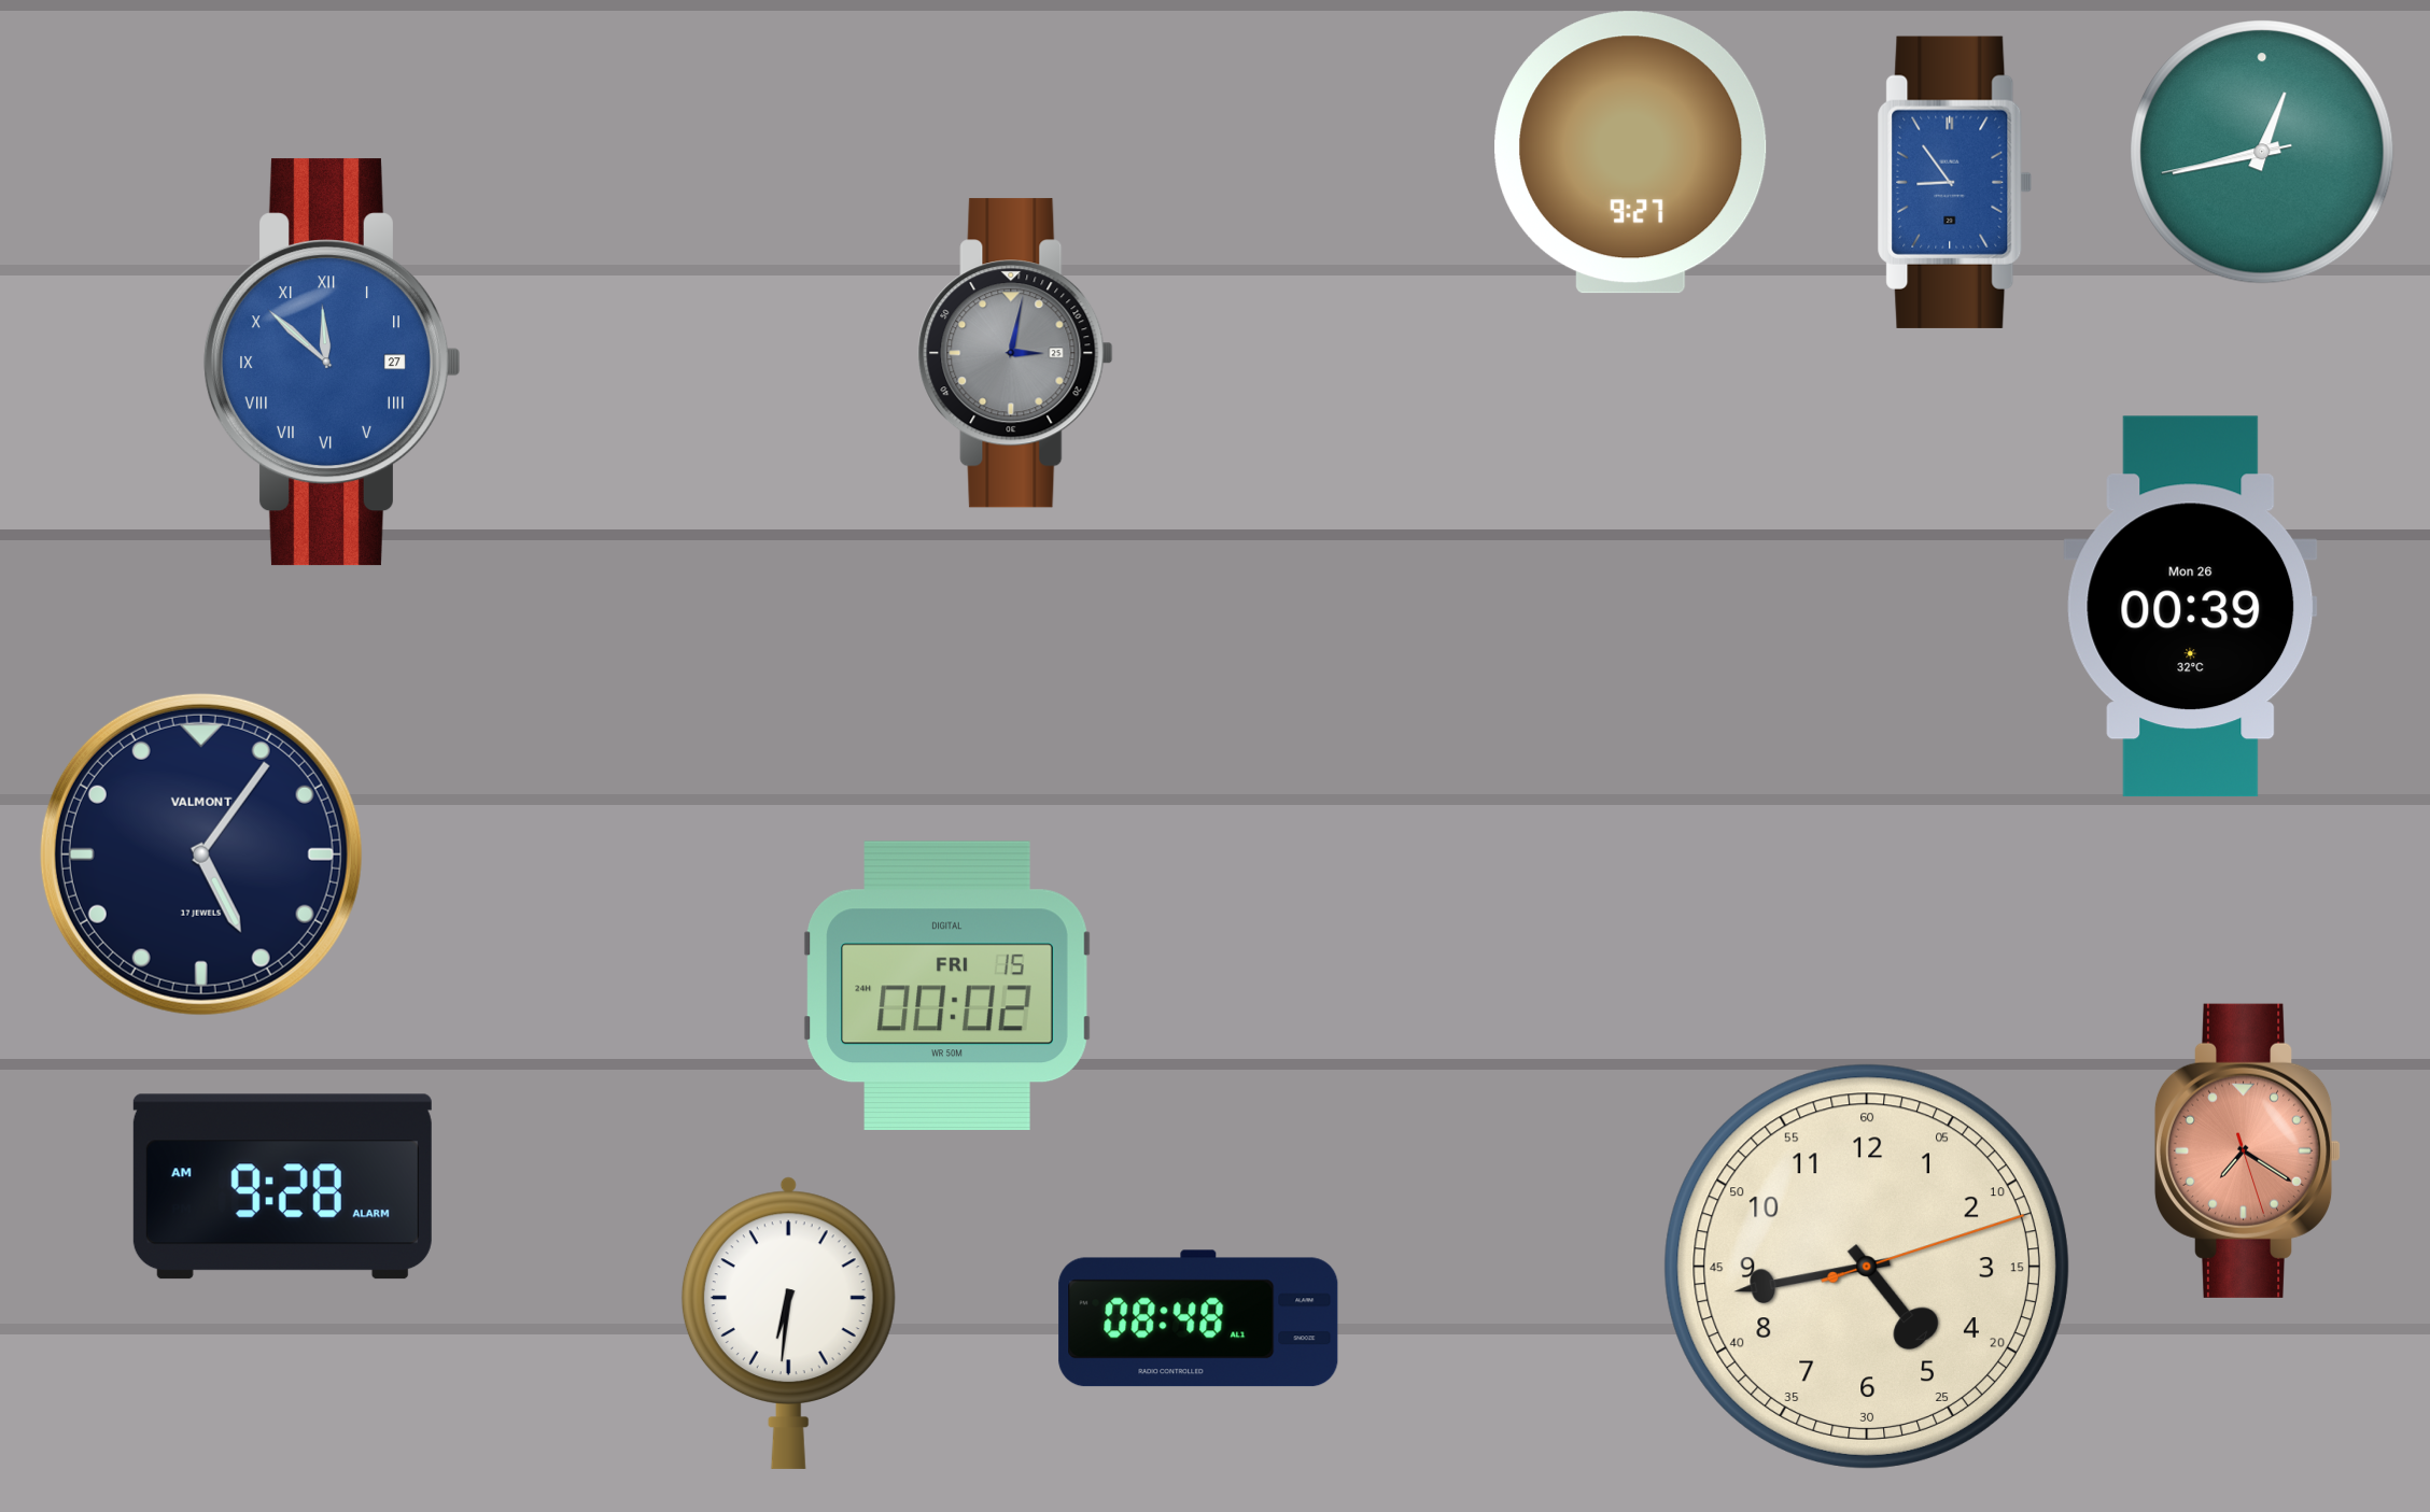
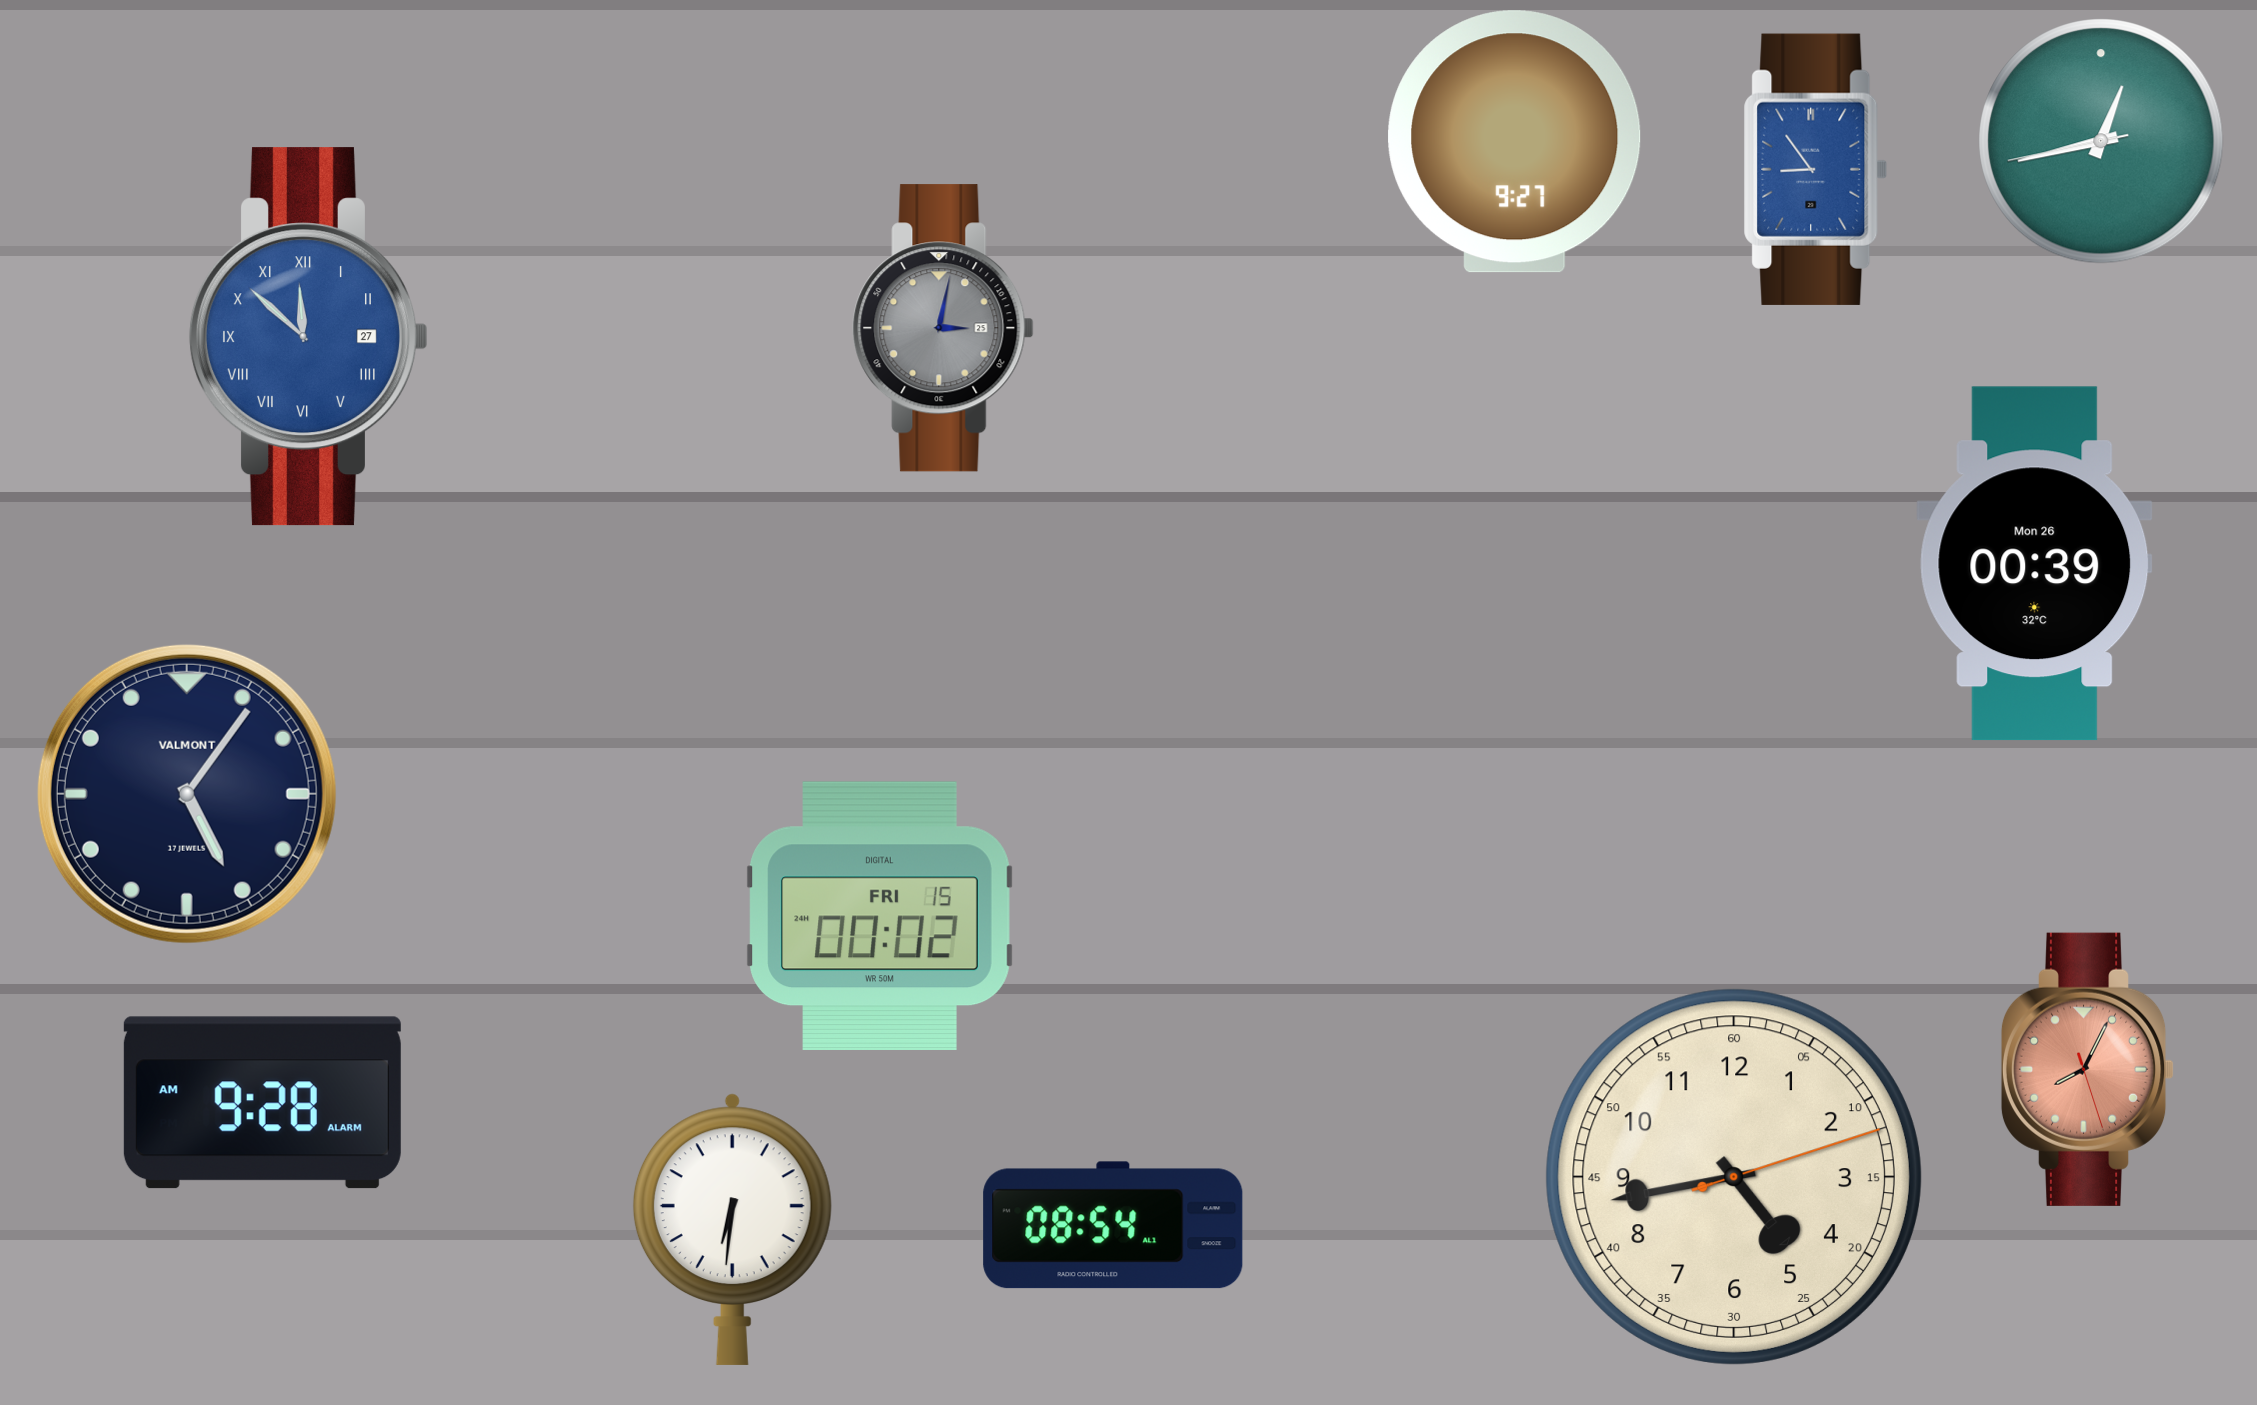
clock at (2248, 1150): 7:20 -> 8:04
clock at (1198, 1318): 08:48 -> 08:54
